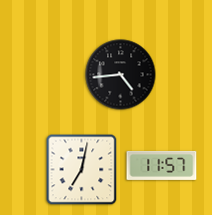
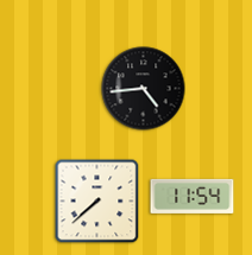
clock at (162, 165): 11:57 -> 11:54
clock at (82, 170): 7:02 -> 7:38
